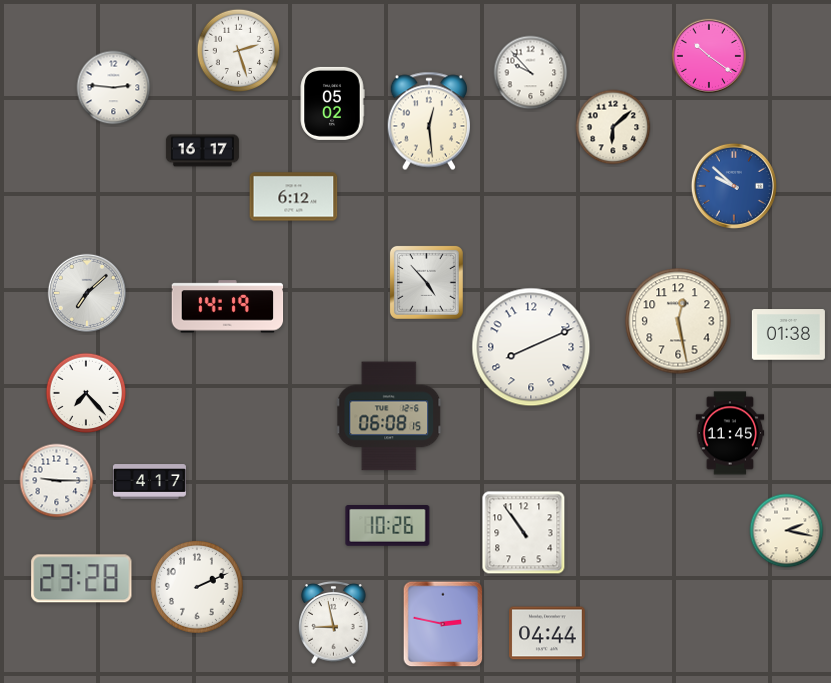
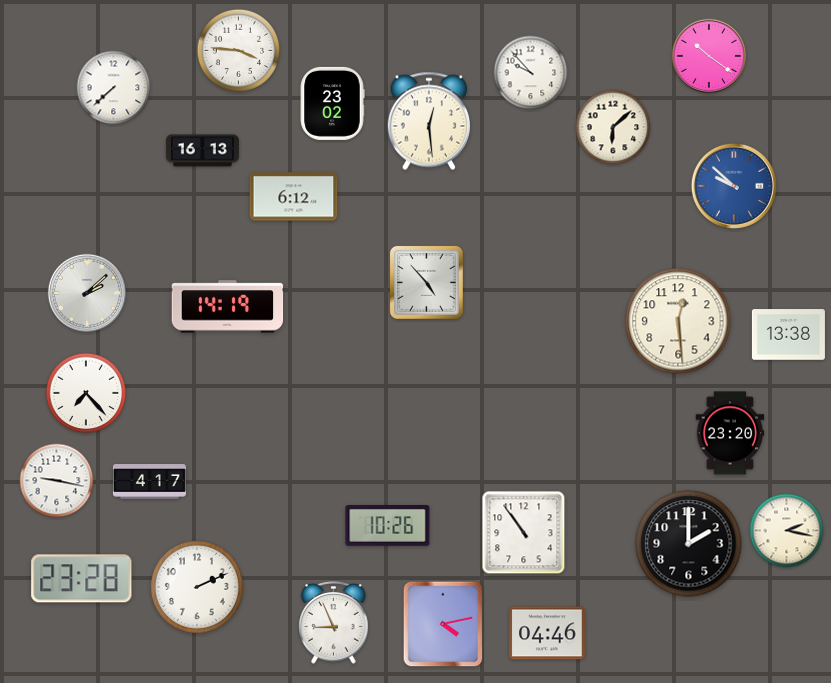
clock at (239, 51): 2:27 -> 3:46
clock at (114, 88): 2:46 -> 7:38
clock at (332, 103): 05:02 -> 23:02
clock at (202, 151): 16:17 -> 16:13
clock at (87, 293): 7:08 -> 2:08
clock at (678, 321): 12:28 -> 12:29
clock at (788, 335): 01:38 -> 13:38
clock at (531, 347): 8:11 -> none
clock at (390, 416): 06:08 -> none
clock at (730, 433): 11:45 -> 23:20
clock at (57, 481): 9:15 -> 9:17
clock at (689, 544): none -> 2:00
clock at (334, 623): 8:58 -> 8:56
clock at (443, 624): 2:47 -> 4:13
clock at (547, 633): 04:44 -> 04:46
